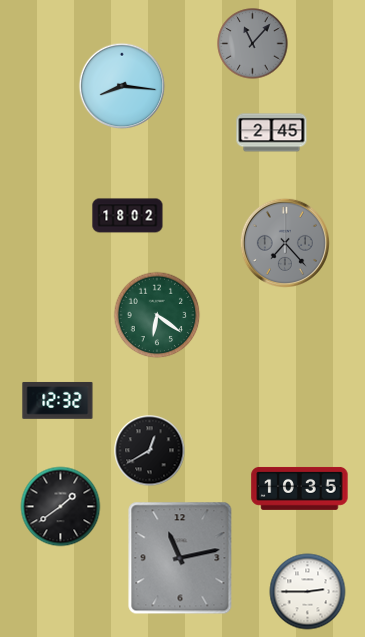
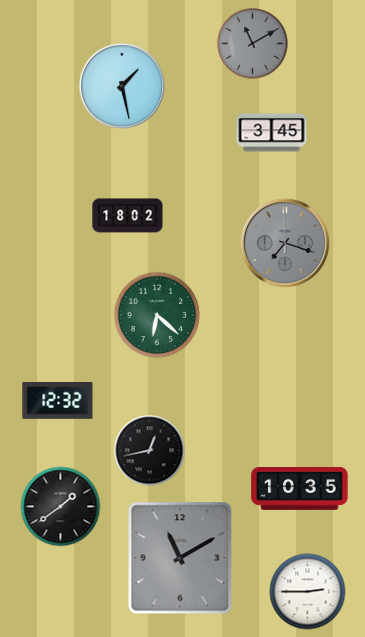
clock at (253, 44): 11:07 -> 11:10
clock at (122, 86): 8:16 -> 1:28
clock at (272, 133): 2:45 -> 3:45
clock at (285, 243): 7:23 -> 7:18
clock at (157, 315): 6:21 -> 6:22
clock at (150, 451): 12:40 -> 12:43
clock at (180, 558): 11:13 -> 11:10
